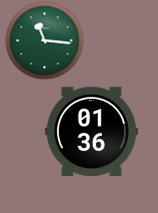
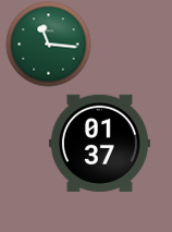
clock at (91, 131): 01:36 -> 01:37
